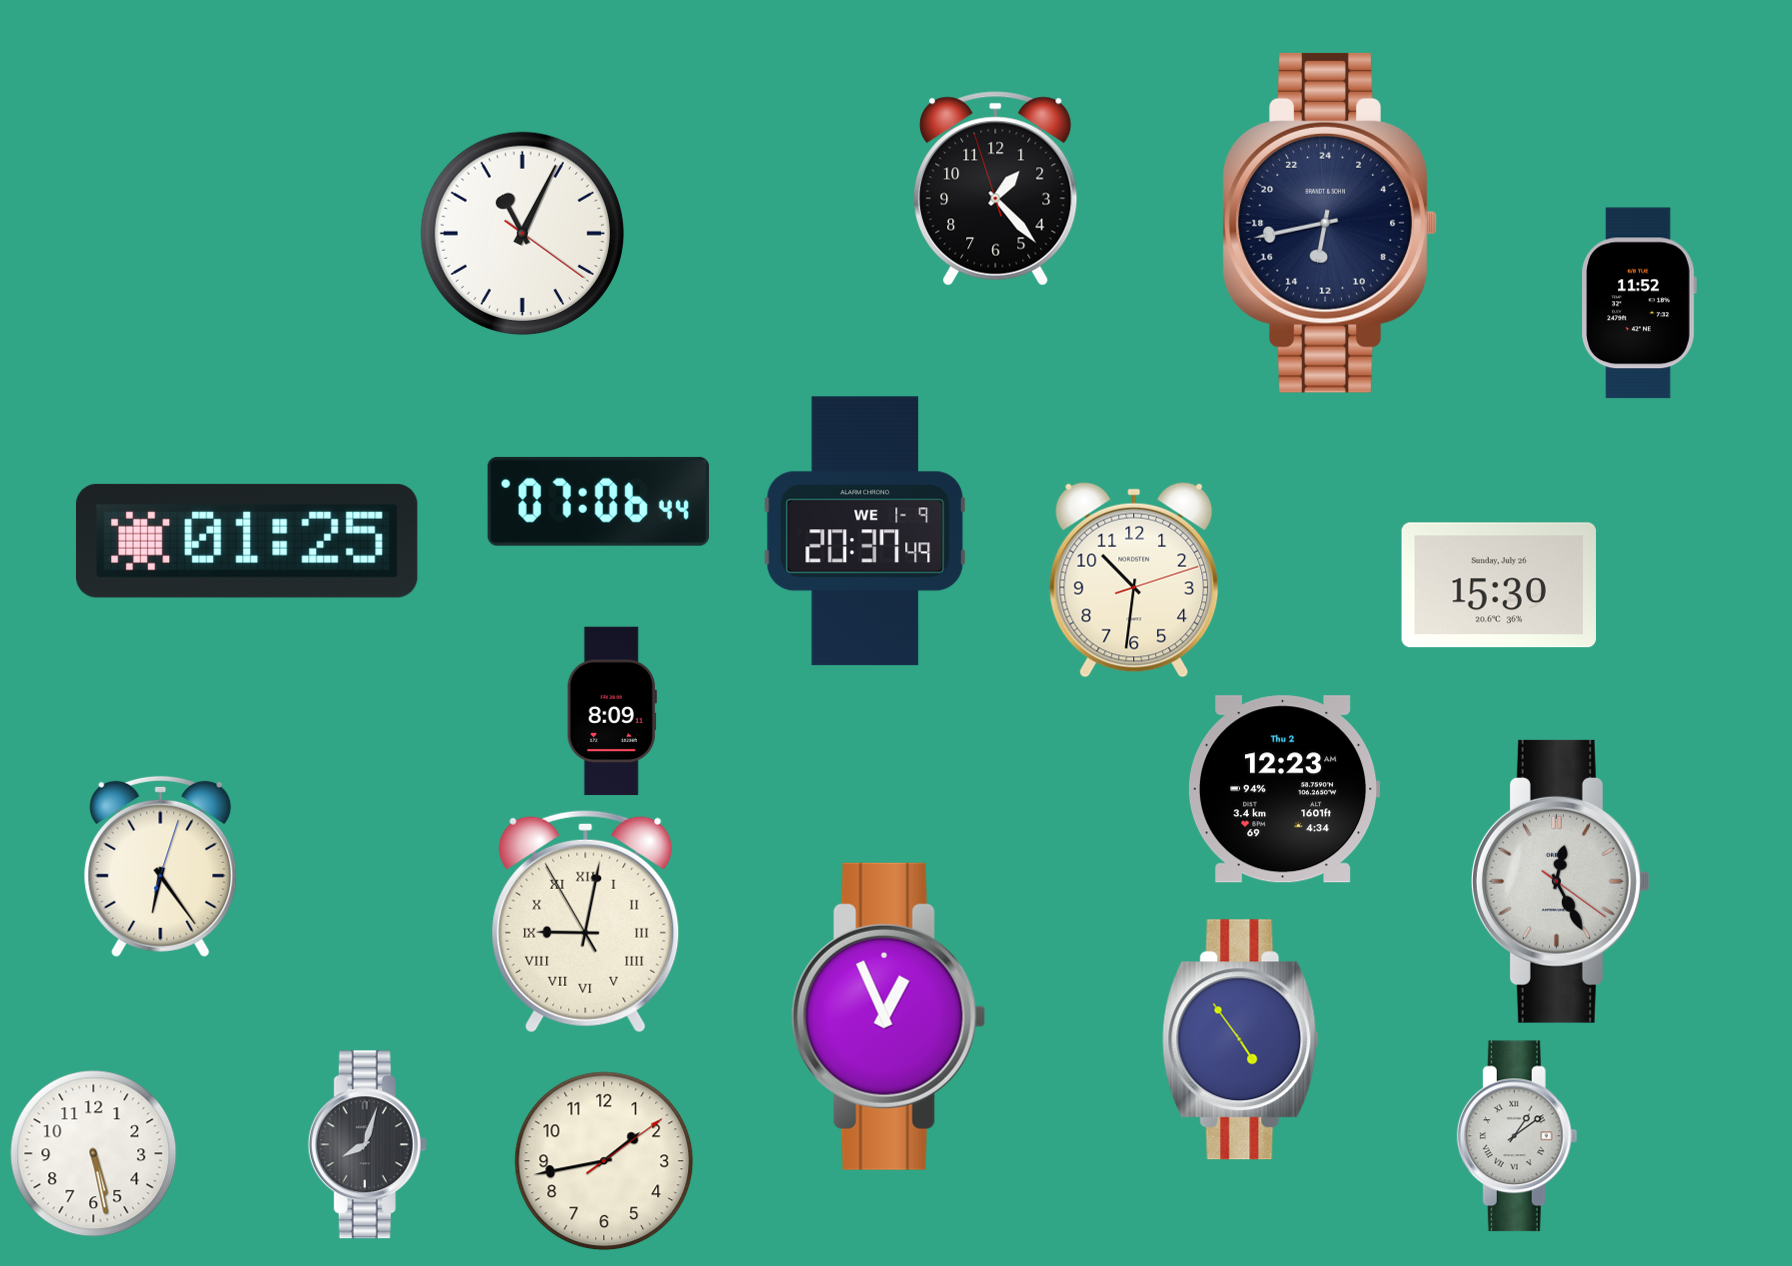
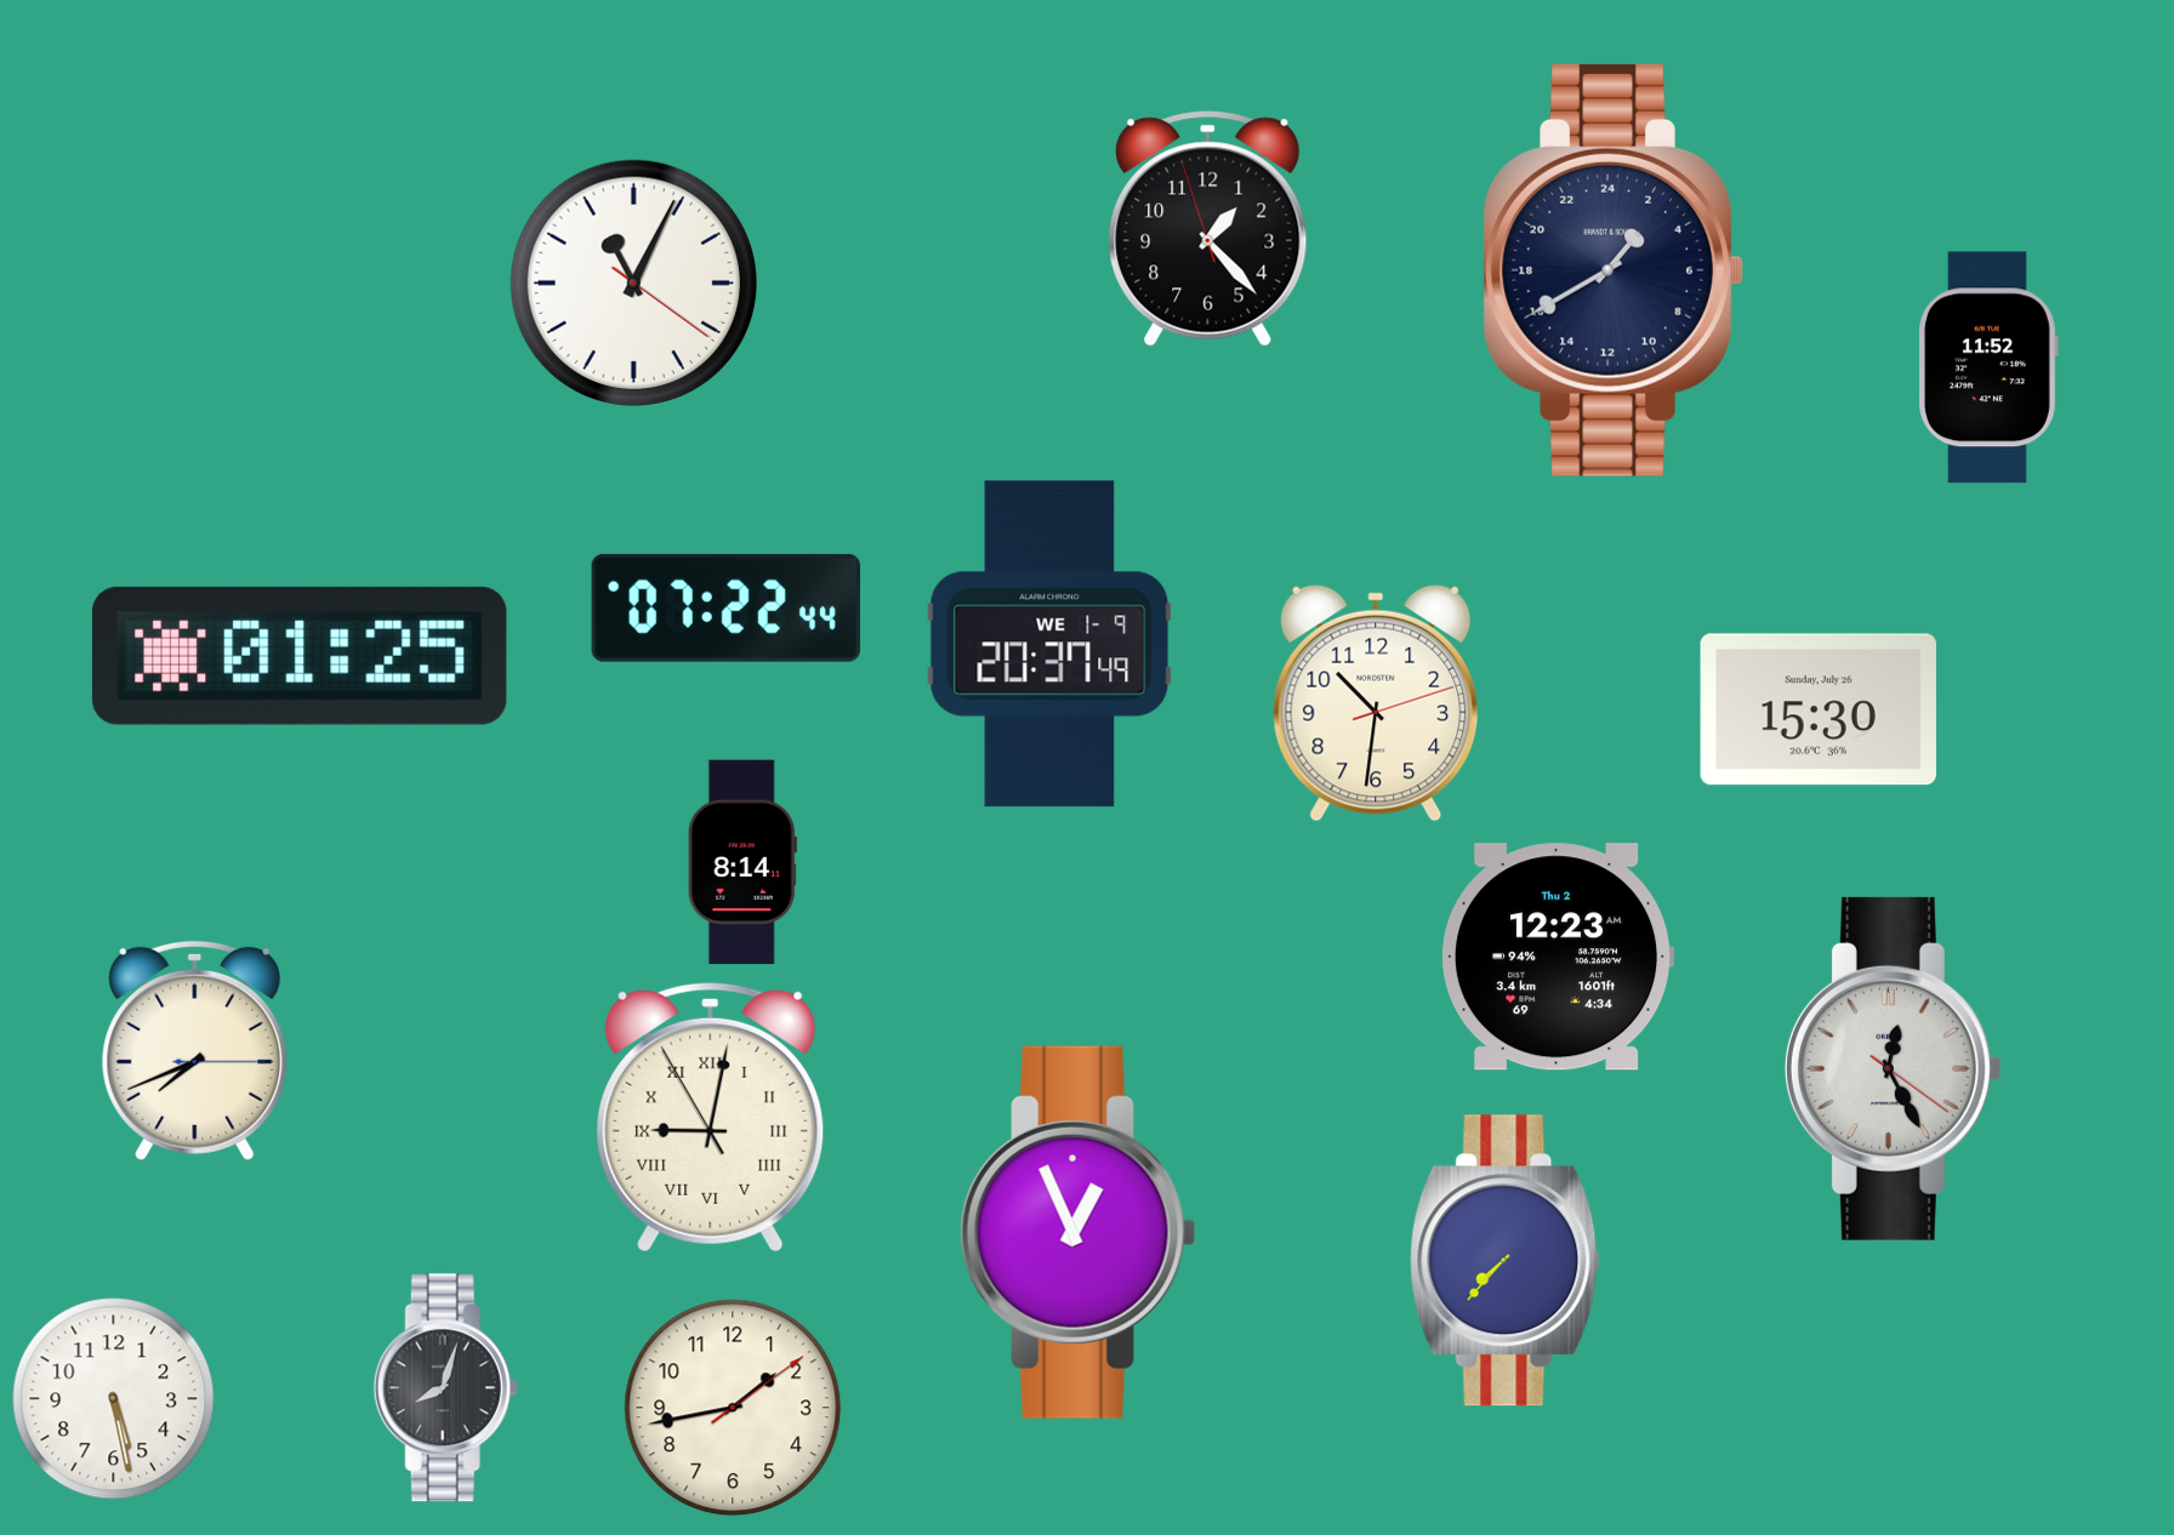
clock at (1330, 223): 12:43 -> 2:40
clock at (598, 501): 07:06 -> 07:22
clock at (612, 711): 8:09 -> 8:14
clock at (161, 866): 6:24 -> 7:41
clock at (1241, 1040): 4:54 -> 7:37
clock at (1517, 1136): 1:09 -> none
